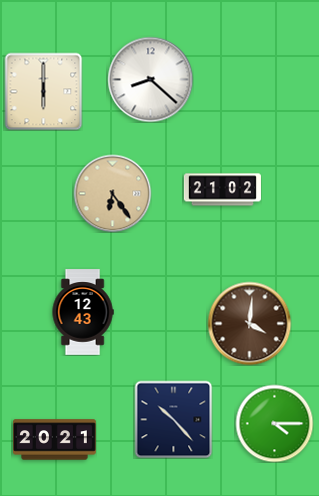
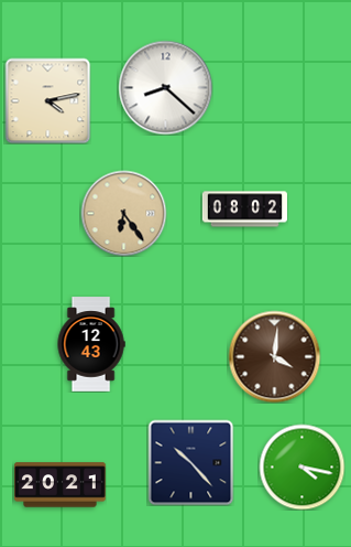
clock at (43, 91): 6:00 -> 4:13
clock at (222, 190): 21:02 -> 08:02
clock at (274, 423): 4:15 -> 4:17
